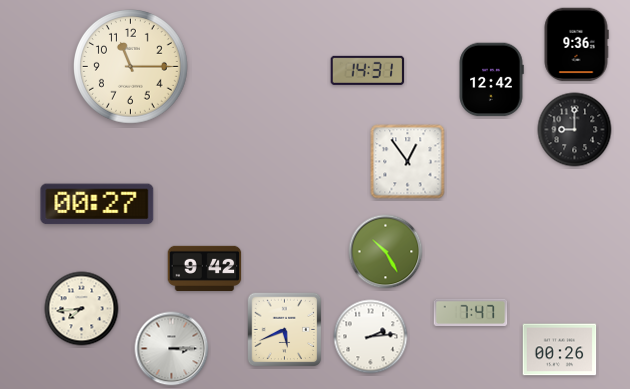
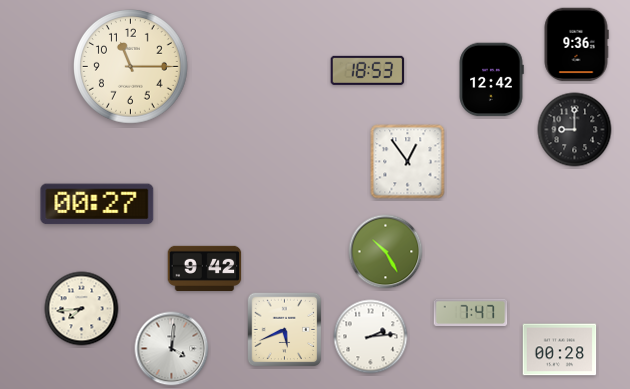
clock at (368, 70): 14:31 -> 18:53
clock at (172, 349): 3:15 -> 4:01
clock at (560, 350): 00:26 -> 00:28
